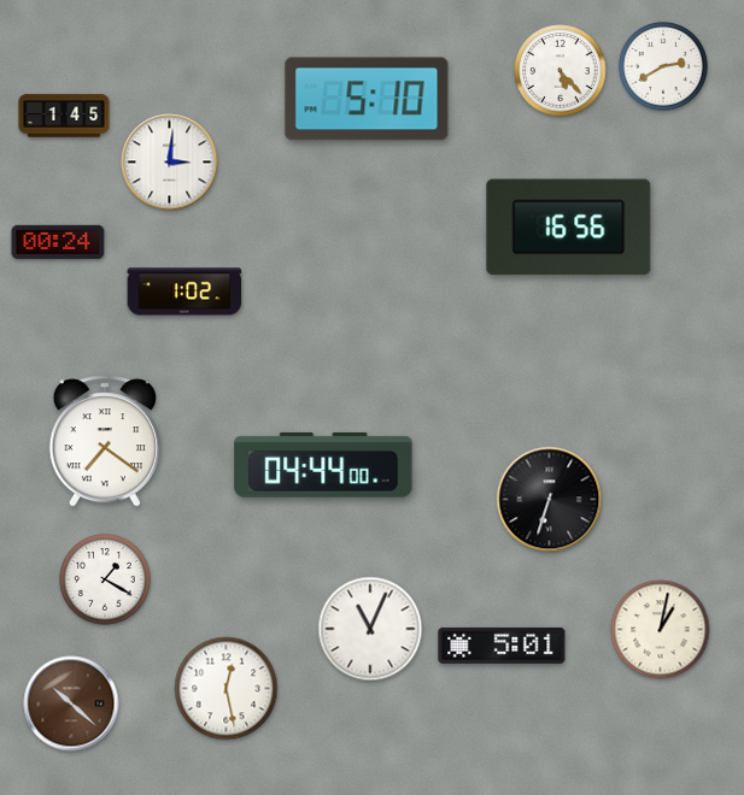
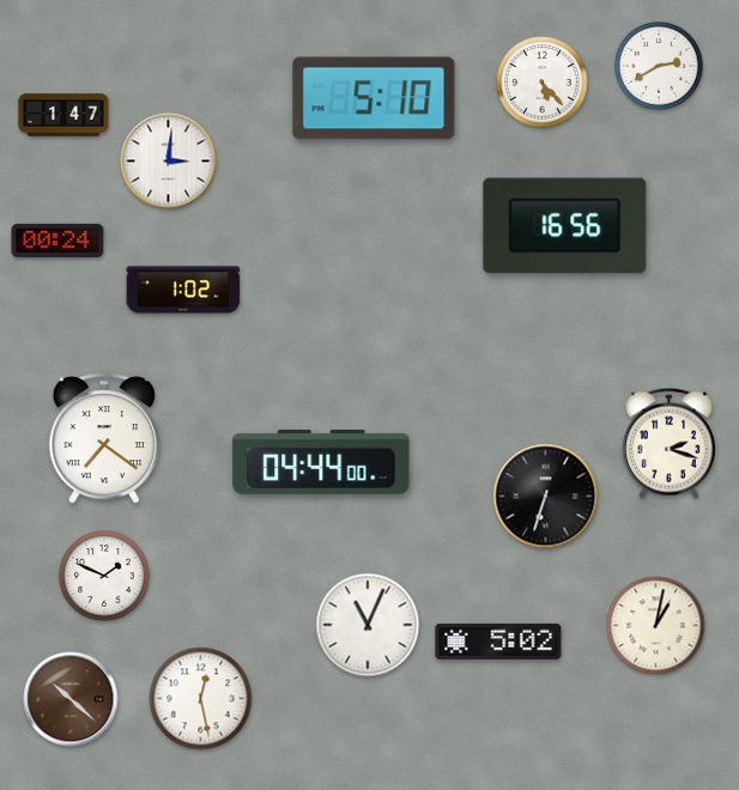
clock at (561, 71) position: (561, 71) -> (543, 83)
clock at (367, 99) position: (367, 99) -> (374, 98)
clock at (64, 116): 1:45 -> 1:47
clock at (668, 443): none -> 2:18
clock at (105, 579): 1:20 -> 1:49
clock at (502, 646): 5:01 -> 5:02
clock at (227, 689) position: (227, 689) -> (201, 699)
